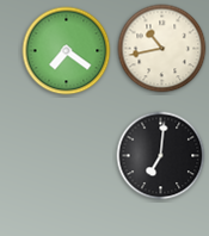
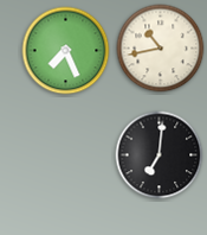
clock at (67, 51): 7:21 -> 7:26
